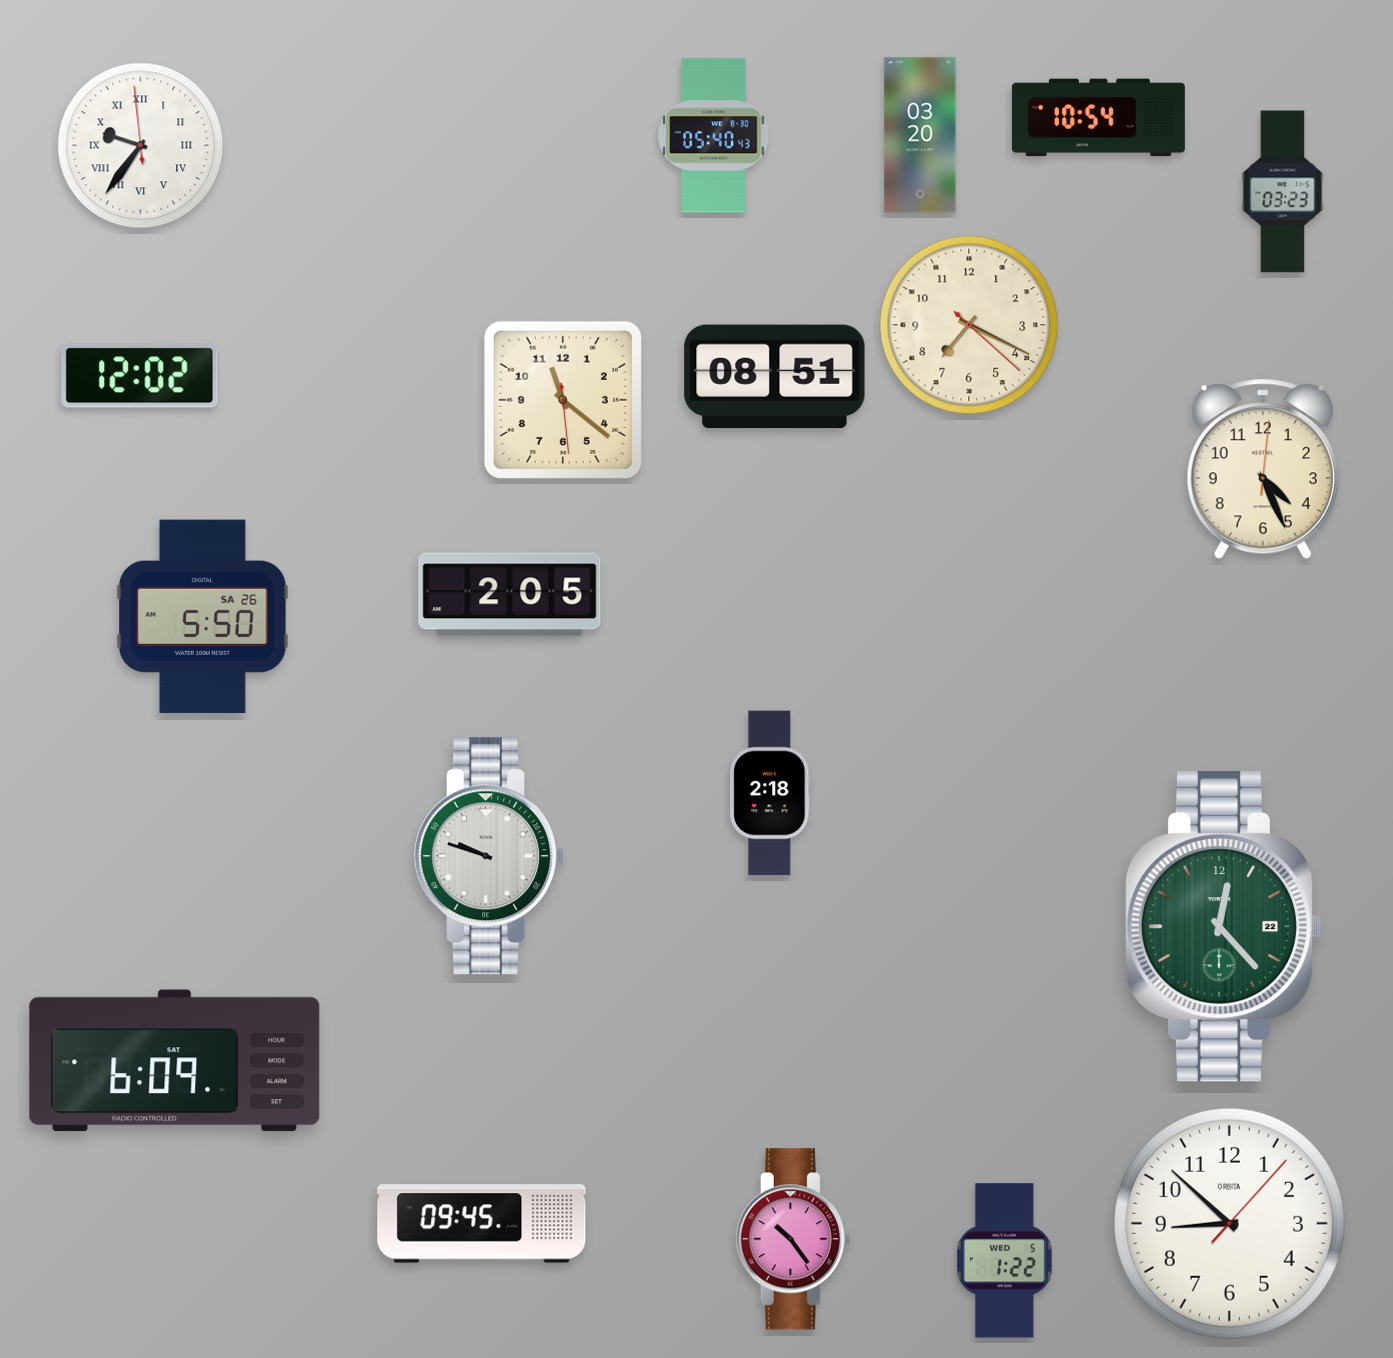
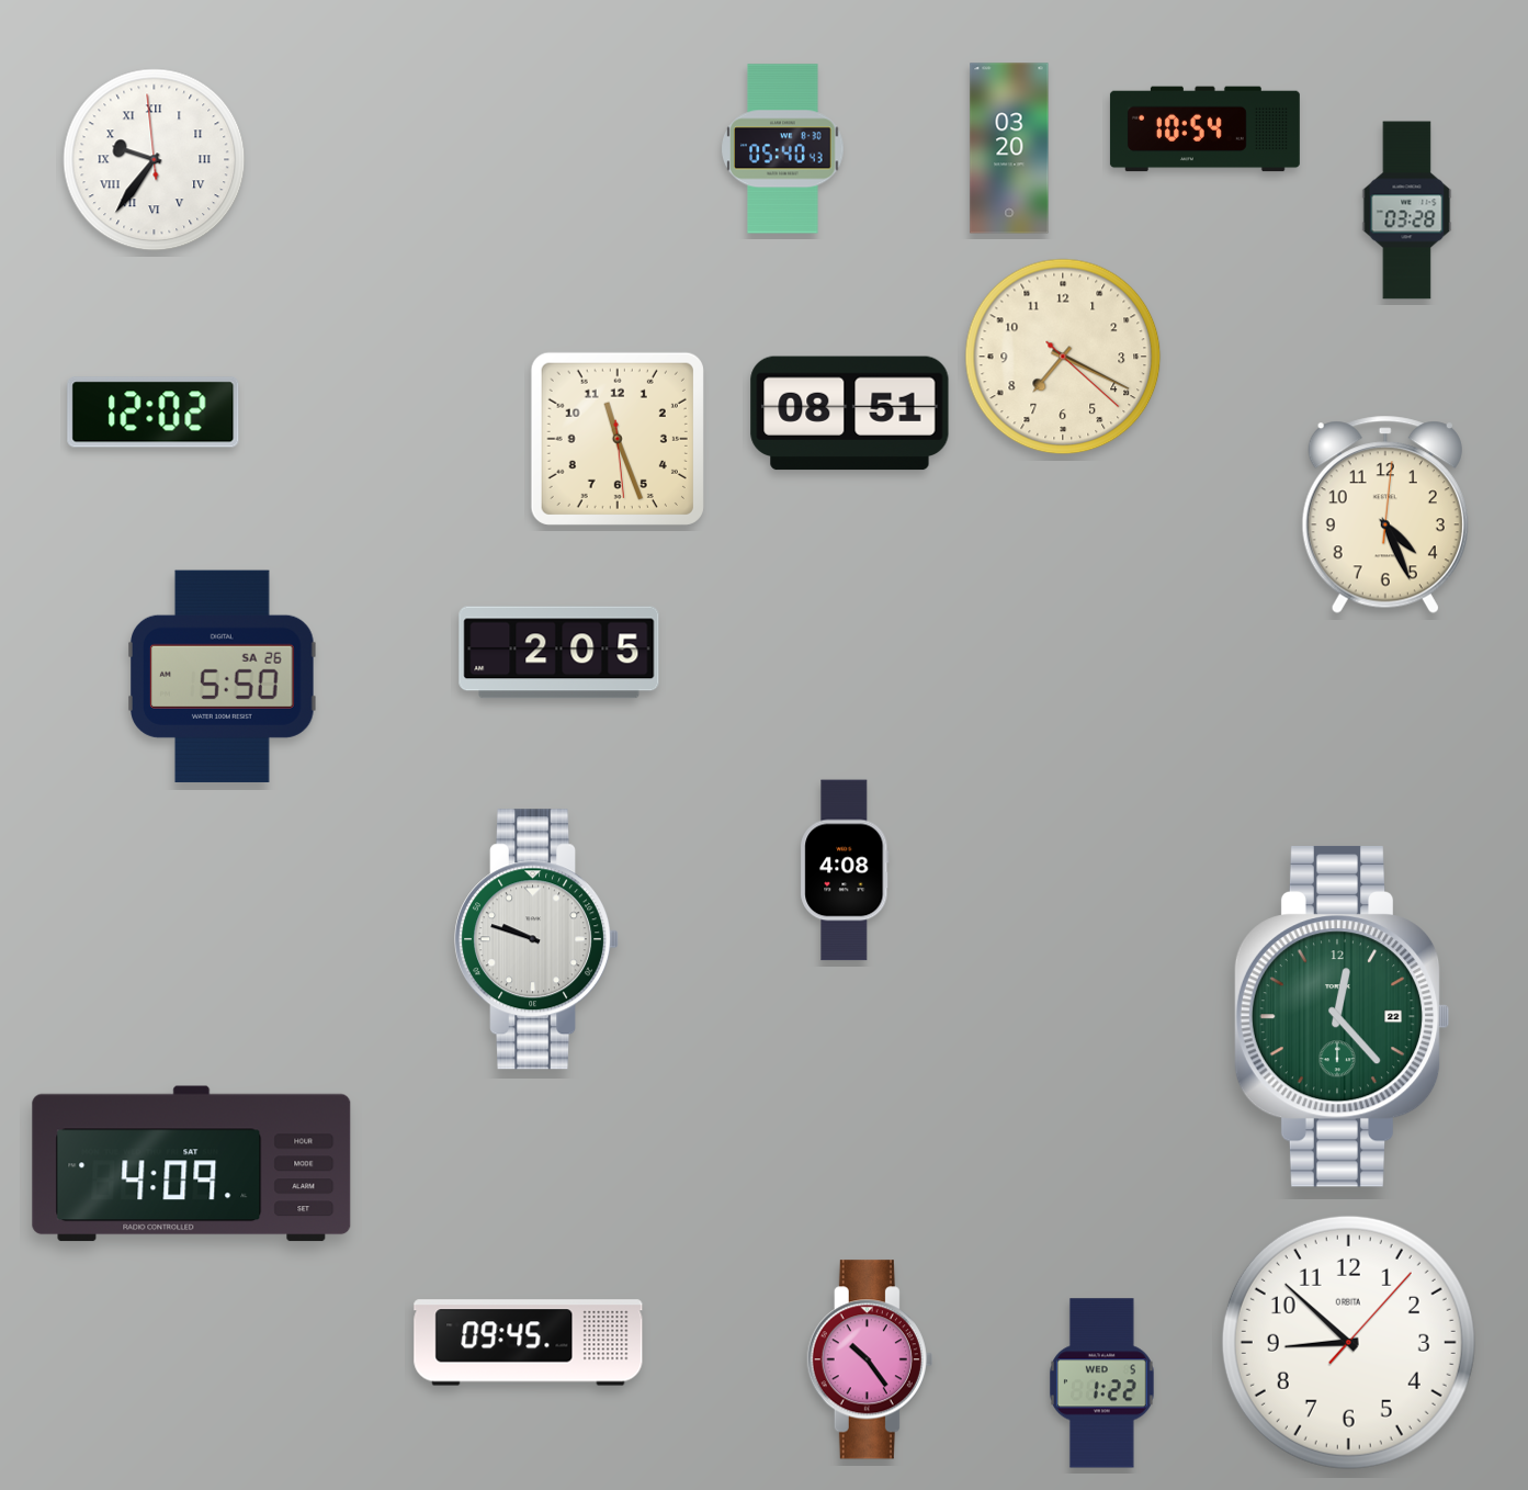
clock at (1283, 192): 03:23 -> 03:28
clock at (563, 400): 11:21 -> 11:26
clock at (770, 793): 2:18 -> 4:08
clock at (175, 1061): 6:09 -> 4:09
